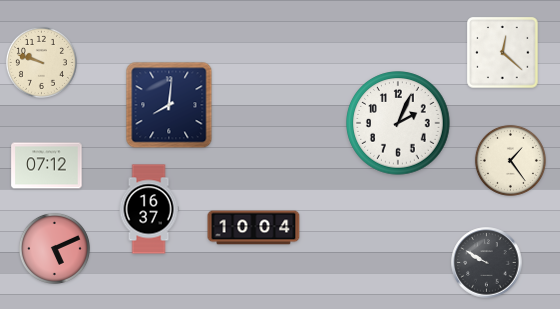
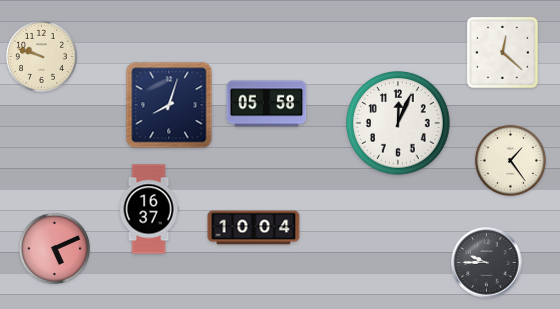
clock at (41, 62) position: (41, 62) -> (41, 56)
clock at (267, 104): none -> 05:58
clock at (169, 105): 8:01 -> 8:03
clock at (398, 123): 2:04 -> 12:04
clock at (47, 166): 07:12 -> none
clock at (487, 263): 9:50 -> 9:45
